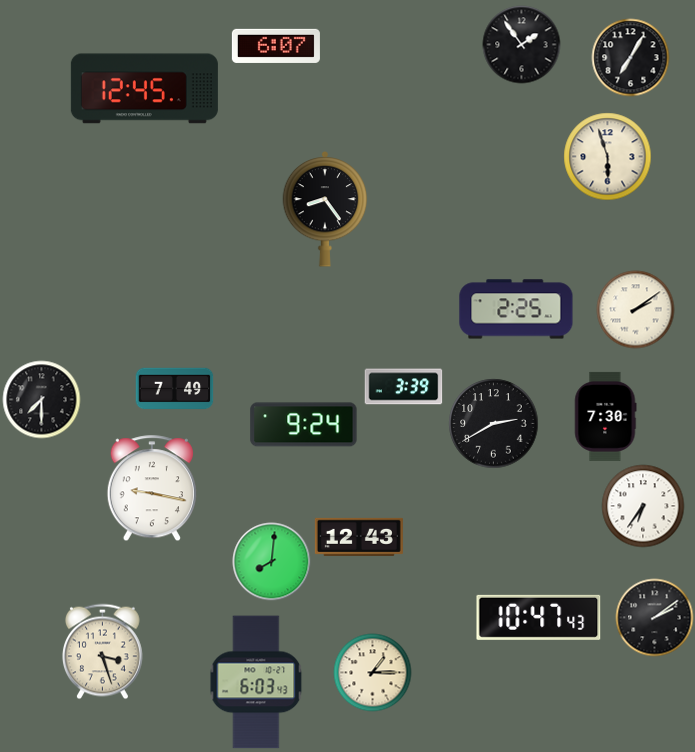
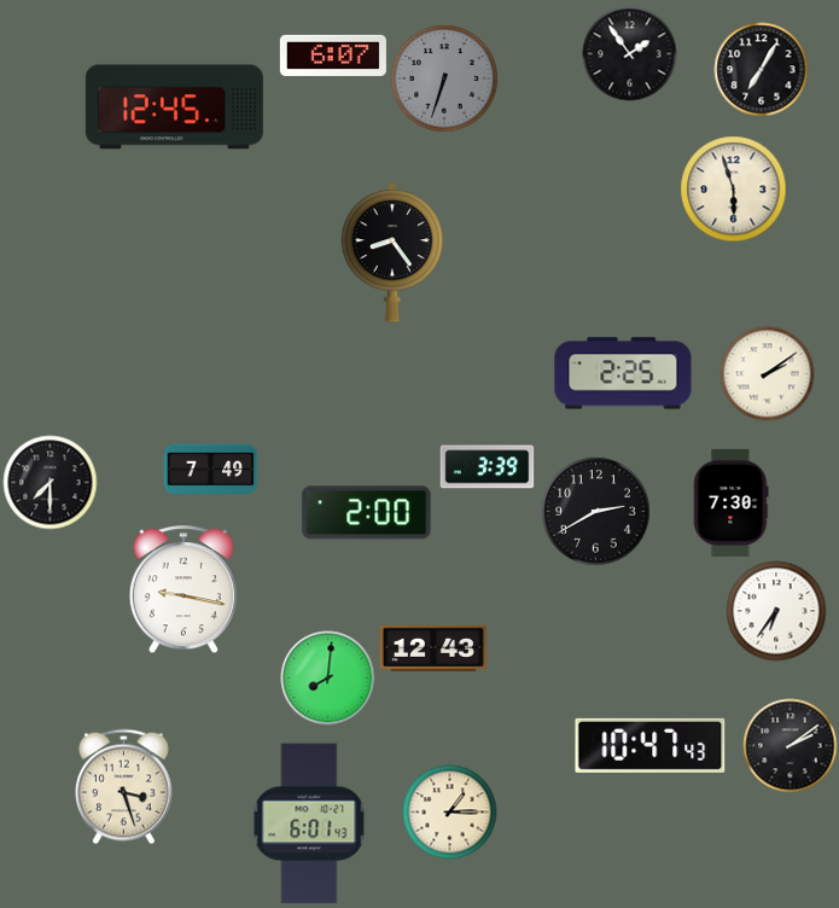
clock at (444, 78): none -> 6:33
clock at (304, 425): 9:24 -> 2:00
clock at (256, 682): 6:03 -> 6:01
